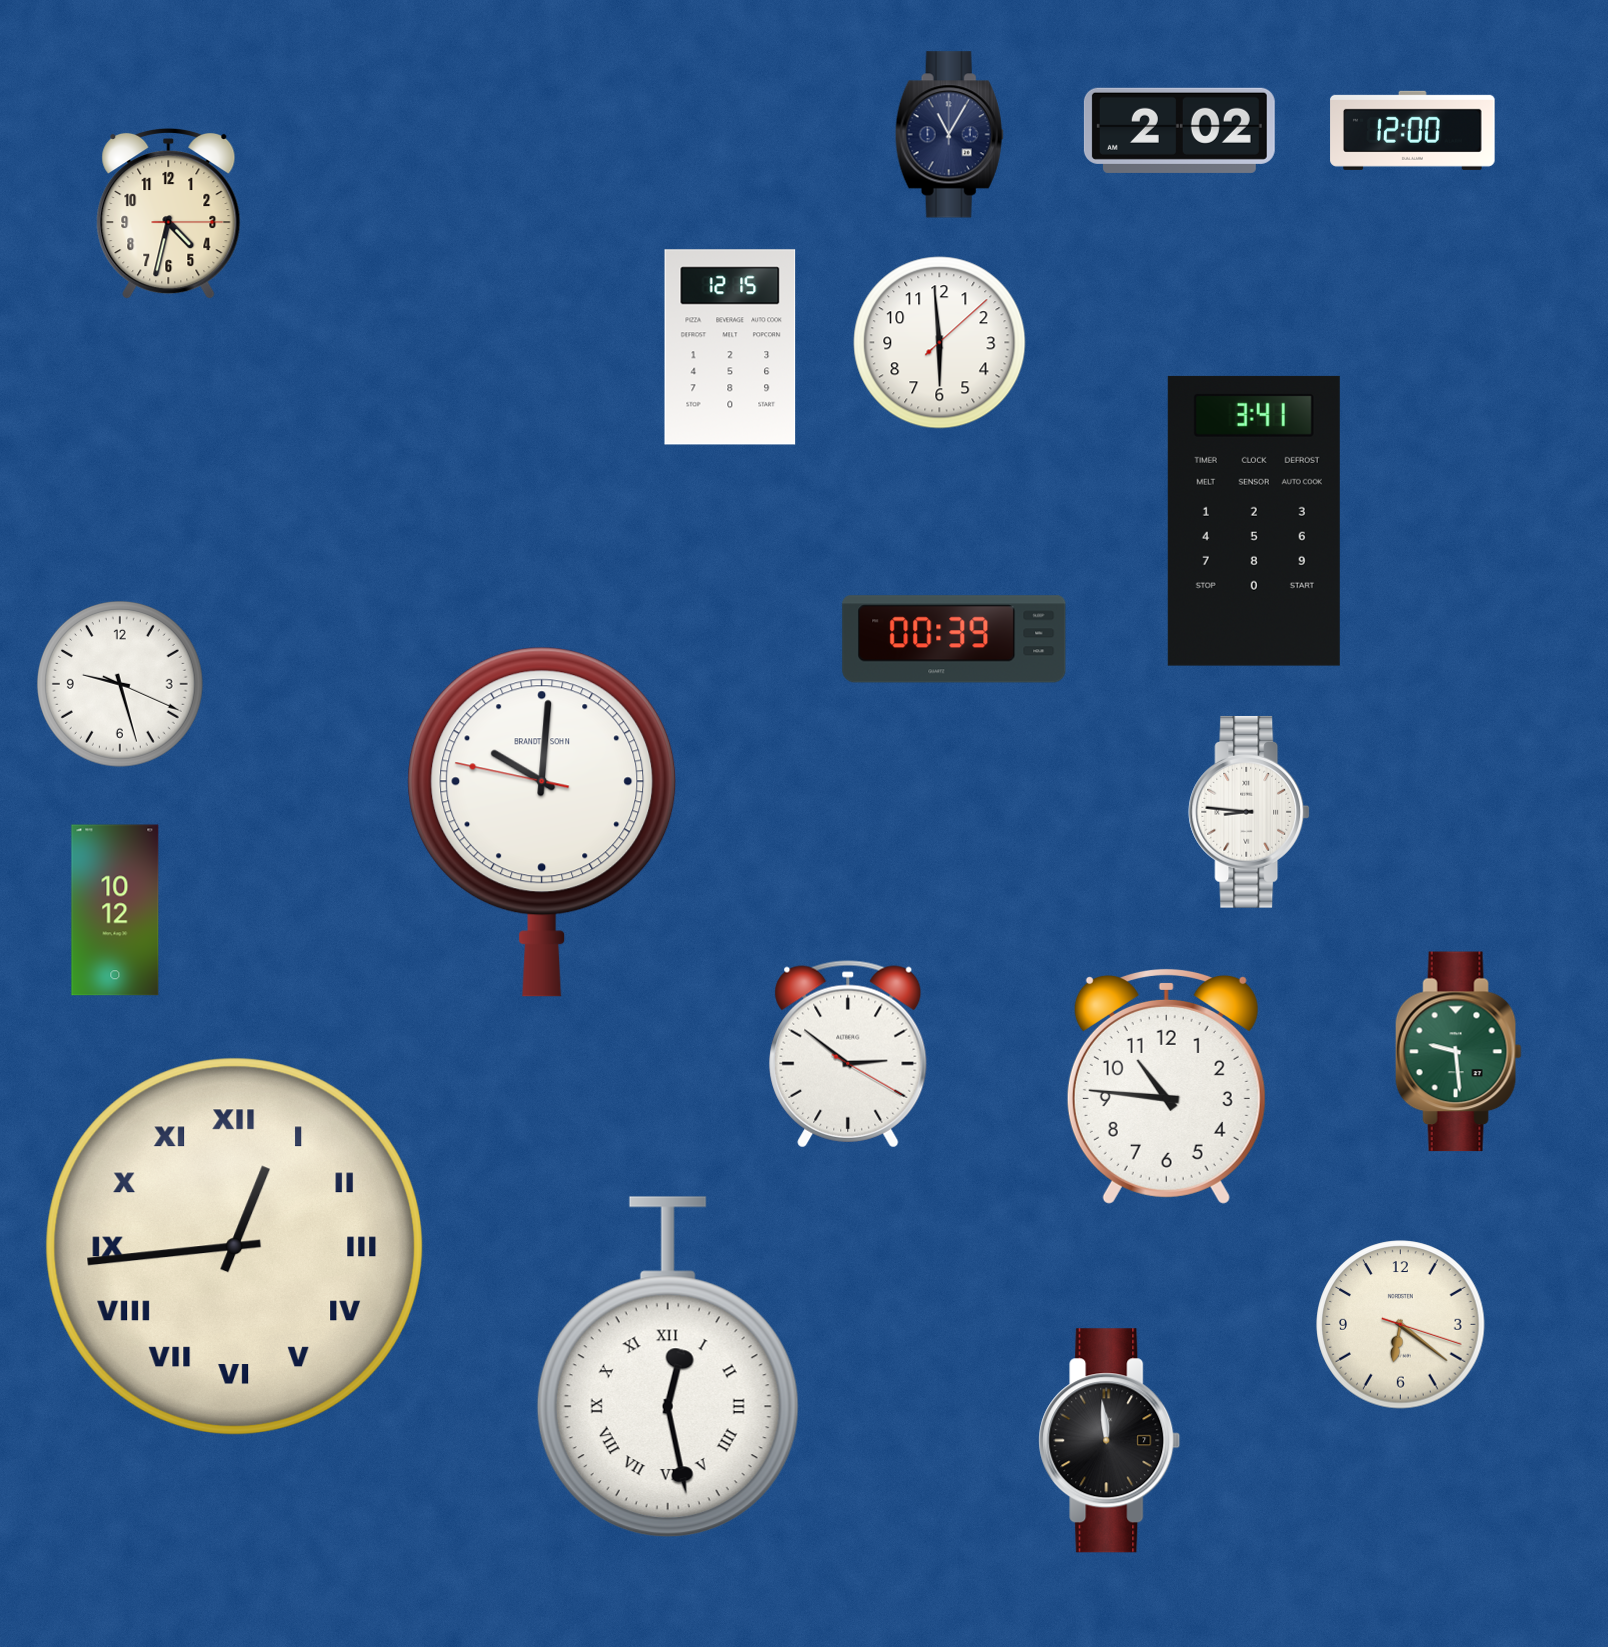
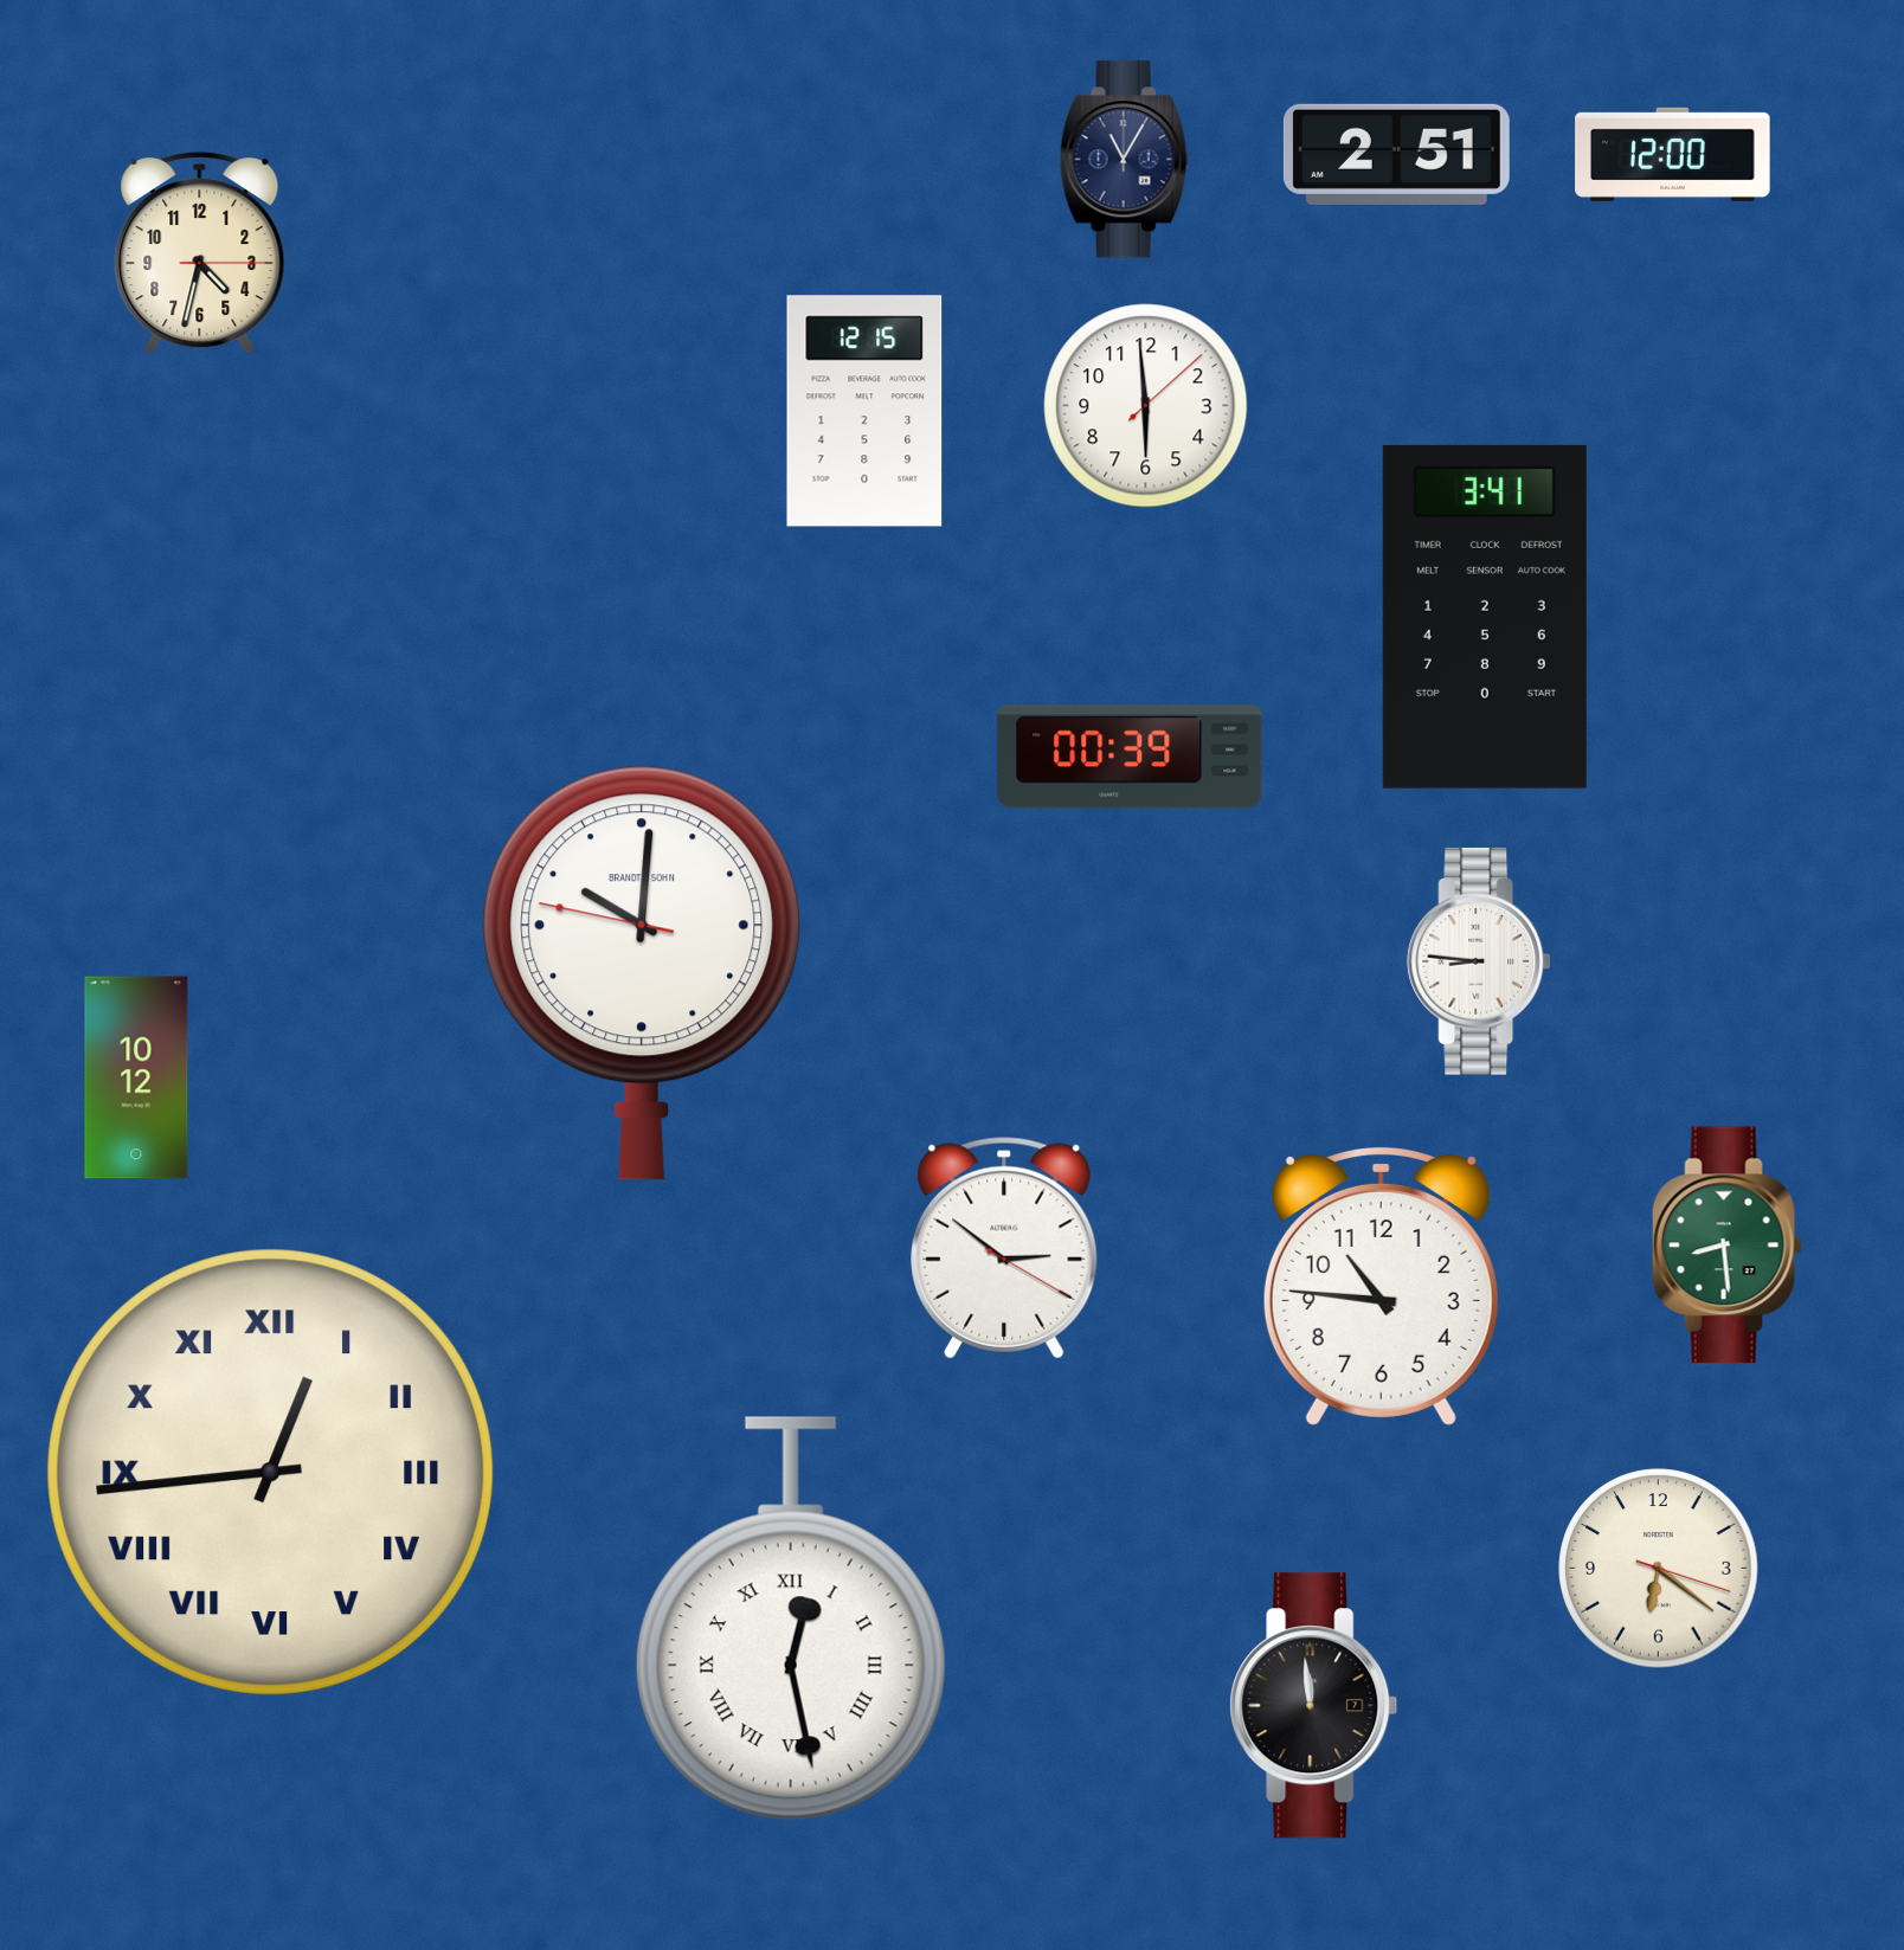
clock at (1179, 130): 2:02 -> 2:51
clock at (940, 343) position: (940, 343) -> (1146, 406)
clock at (120, 684): 9:27 -> none
clock at (1458, 1052): 9:29 -> 8:29
clock at (234, 1246) position: (234, 1246) -> (270, 1472)
